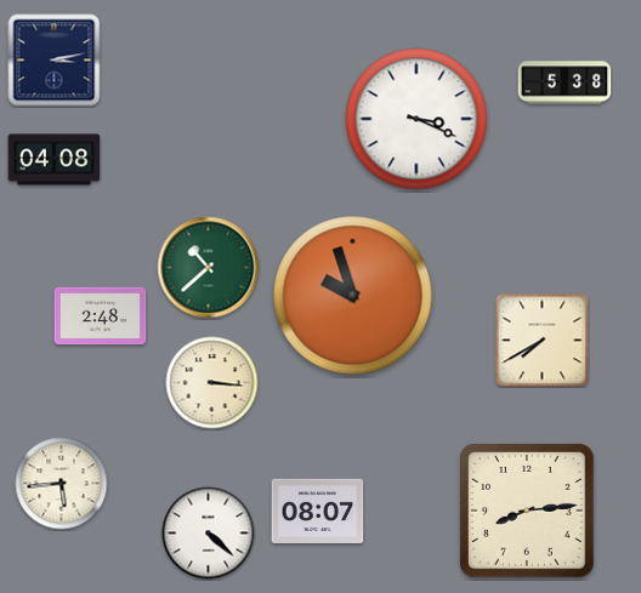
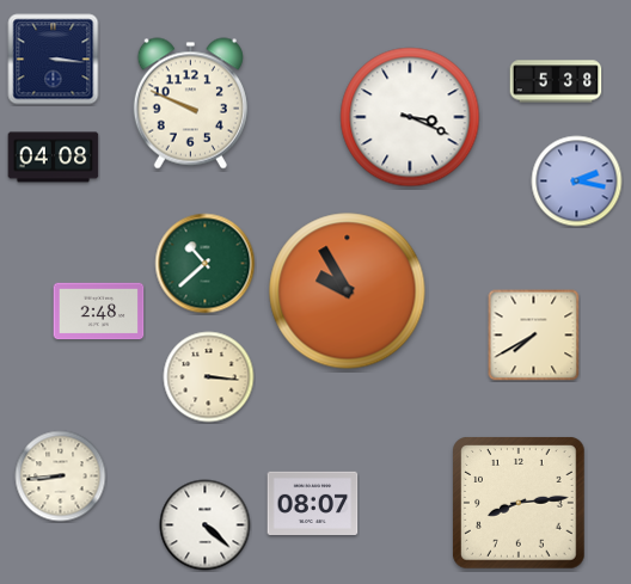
clock at (55, 61): 3:13 -> 3:16
clock at (190, 104): none -> 9:49
clock at (577, 182): none -> 2:17
clock at (353, 296): 9:57 -> 9:55
clock at (62, 484): 5:44 -> 8:44
